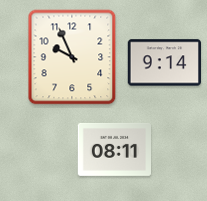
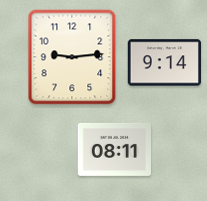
clock at (72, 57): 9:56 -> 9:14
